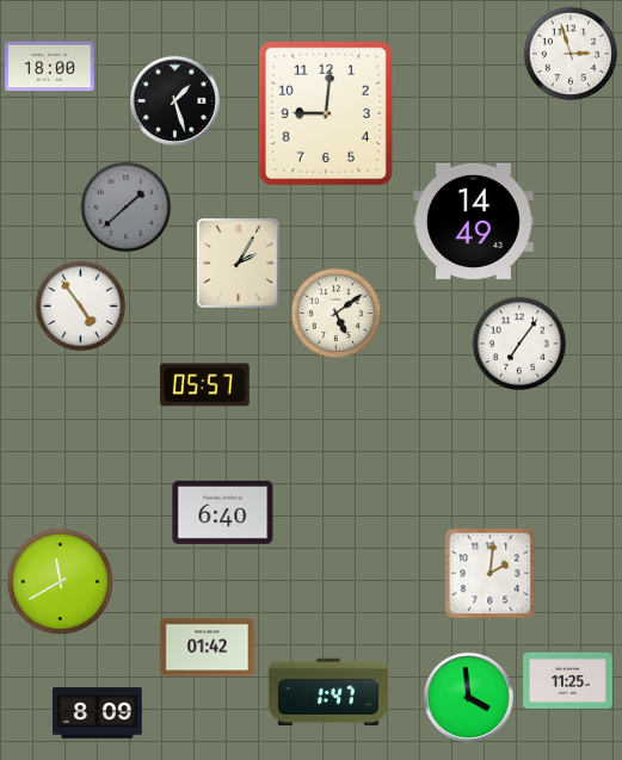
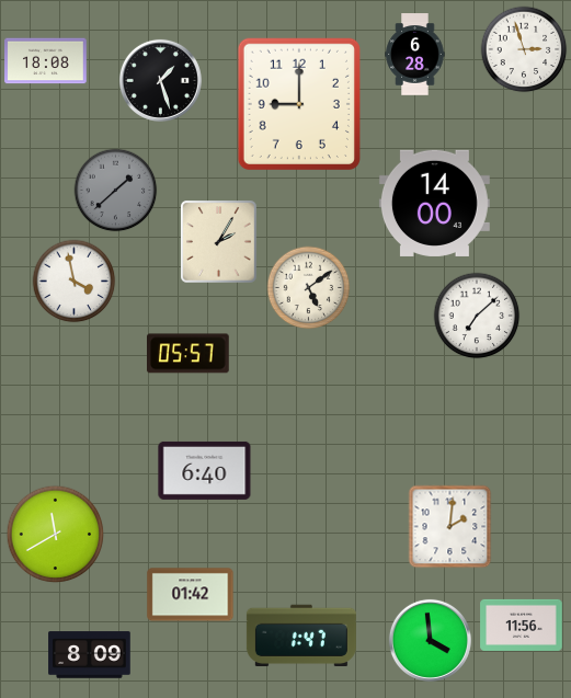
clock at (415, 55): none -> 6:28
clock at (50, 67): 18:00 -> 18:08
clock at (174, 100) position: (174, 100) -> (160, 80)
clock at (326, 113): 9:01 -> 9:00
clock at (473, 221): 14:49 -> 14:00
clock at (81, 307): 4:54 -> 3:58
clock at (519, 344): 7:06 -> 7:08
clock at (568, 680): 11:25 -> 11:56
